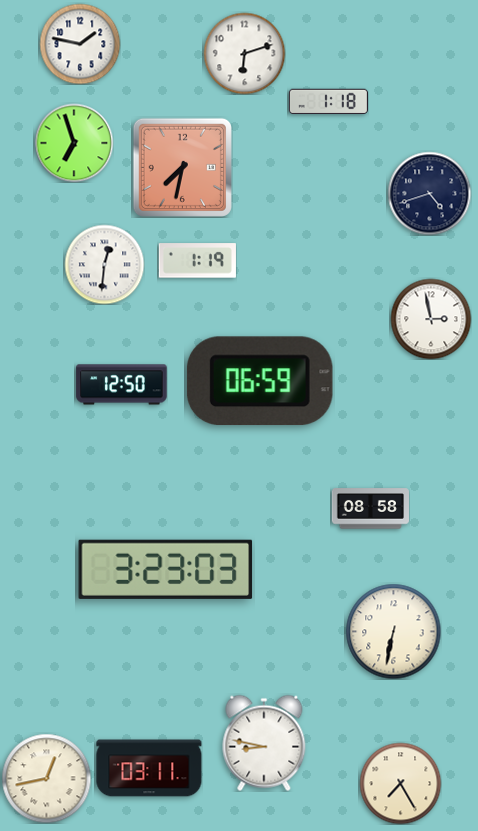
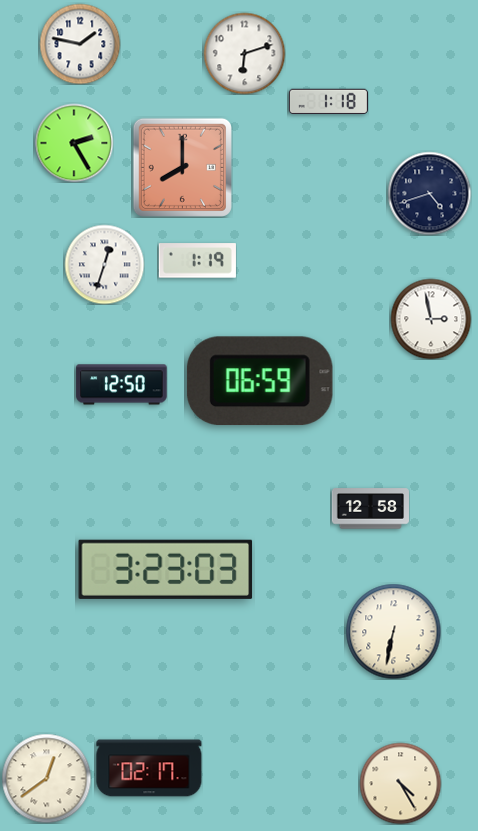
clock at (74, 143): 6:57 -> 2:25
clock at (182, 167): 7:32 -> 8:00
clock at (104, 264): 12:31 -> 12:33
clock at (370, 509): 08:58 -> 12:58
clock at (264, 743): 8:47 -> none
clock at (149, 768): 03:11 -> 02:17
clock at (46, 778): 12:43 -> 12:39
clock at (400, 783): 7:25 -> 4:25
